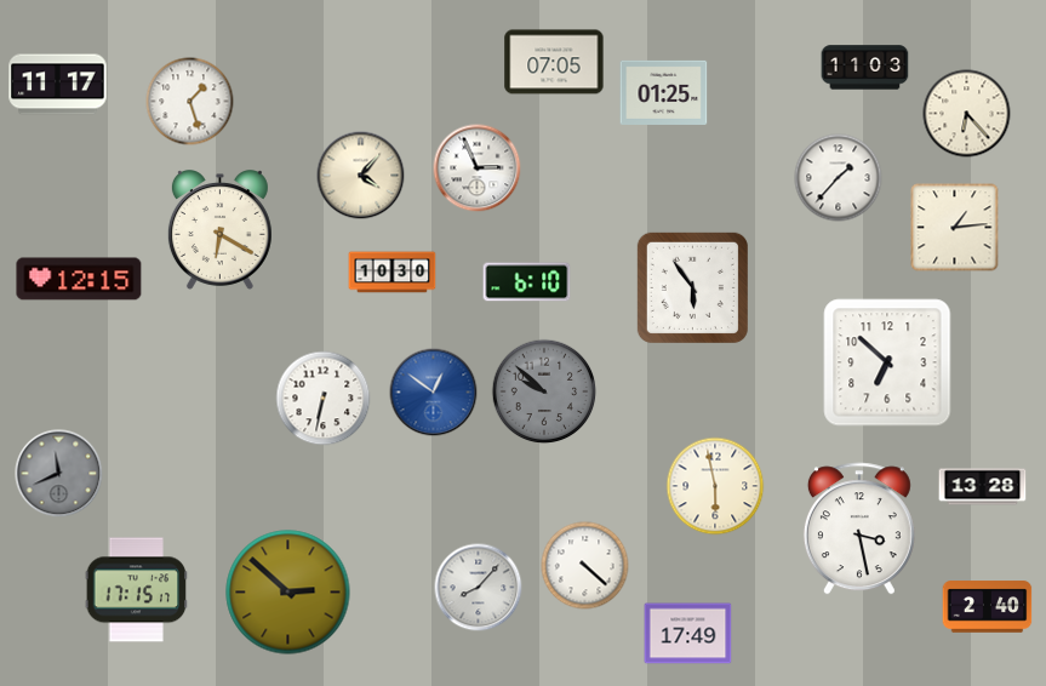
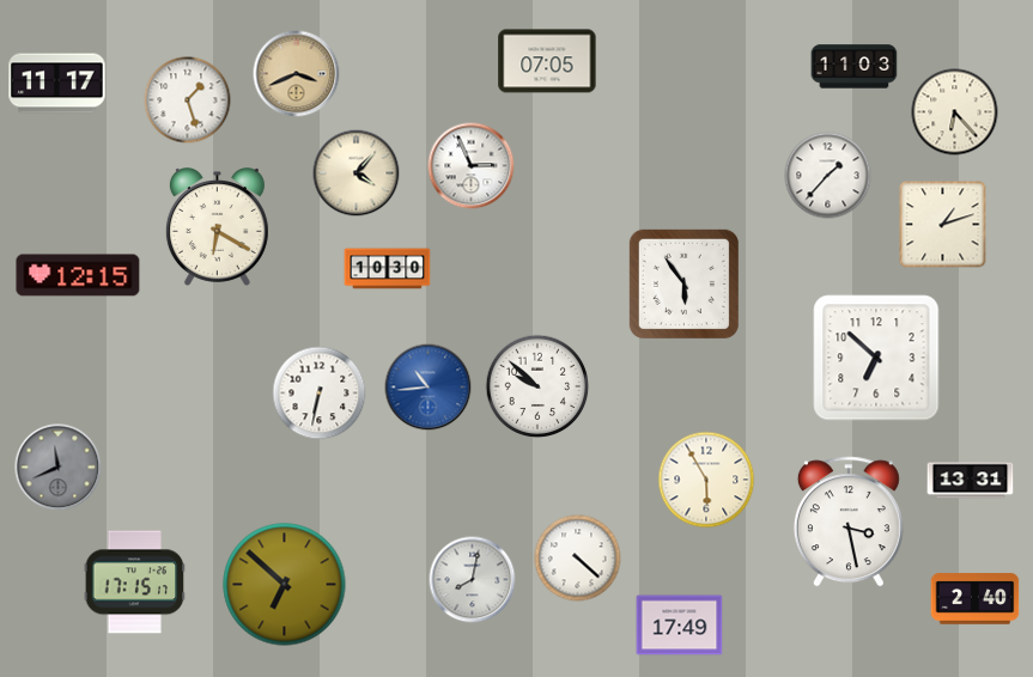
clock at (297, 74): none -> 3:41
clock at (664, 92): 01:25 -> none
clock at (955, 228): 1:14 -> 1:12
clock at (527, 282): 6:10 -> none
clock at (544, 391) dial: grey -> white
clock at (434, 393): 12:51 -> 10:44
clock at (715, 486): 5:58 -> 5:55
clock at (983, 487): 13:28 -> 13:31
clock at (479, 588): 8:07 -> 8:02
clock at (288, 593): 2:52 -> 6:52
